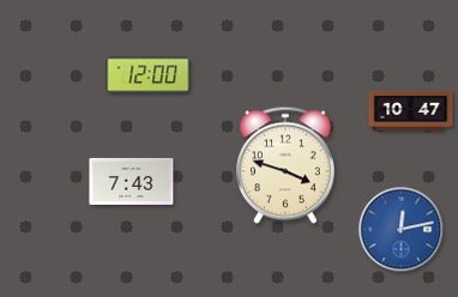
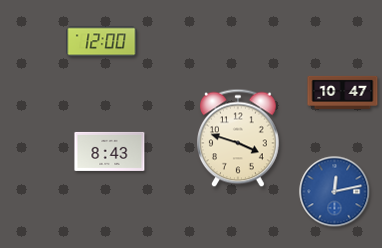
clock at (149, 75) position: (149, 75) -> (102, 42)
clock at (132, 181): 7:43 -> 8:43
